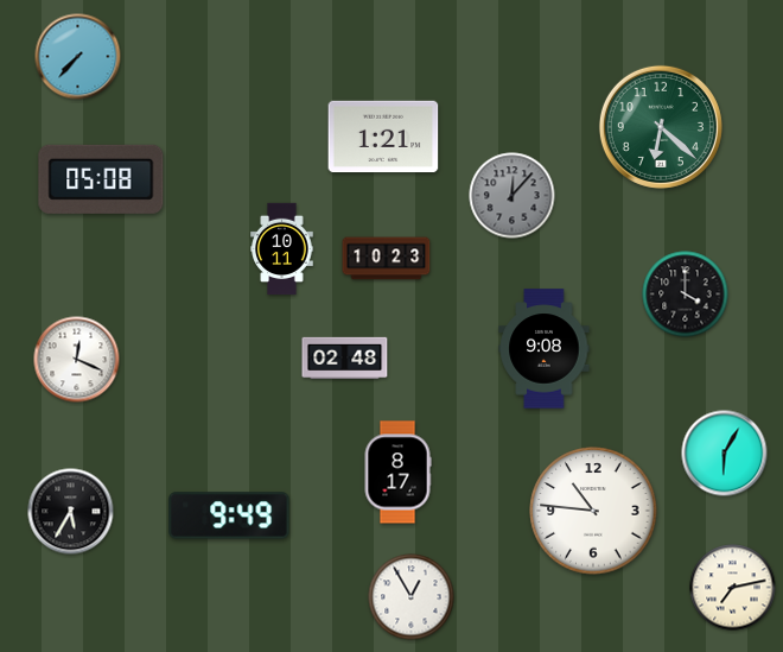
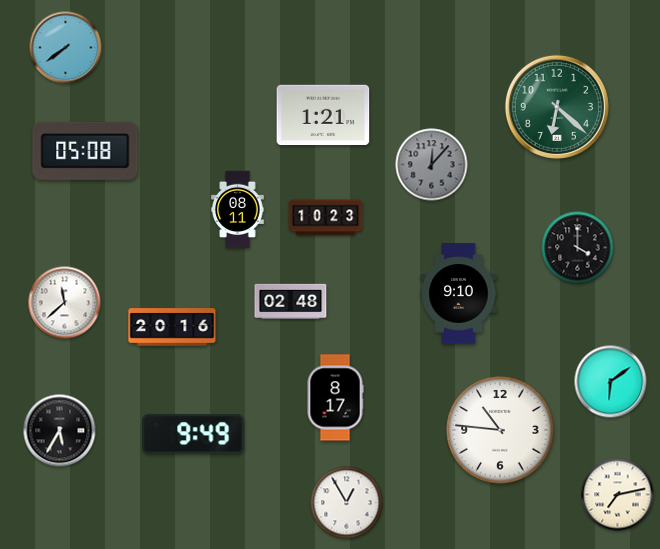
clock at (78, 57): 7:37 -> 7:39
clock at (282, 249): 10:11 -> 08:11
clock at (545, 349): 9:08 -> 9:10
clock at (77, 360): 12:19 -> 11:38
clock at (172, 327): none -> 20:16
clock at (725, 454): 6:05 -> 6:09
